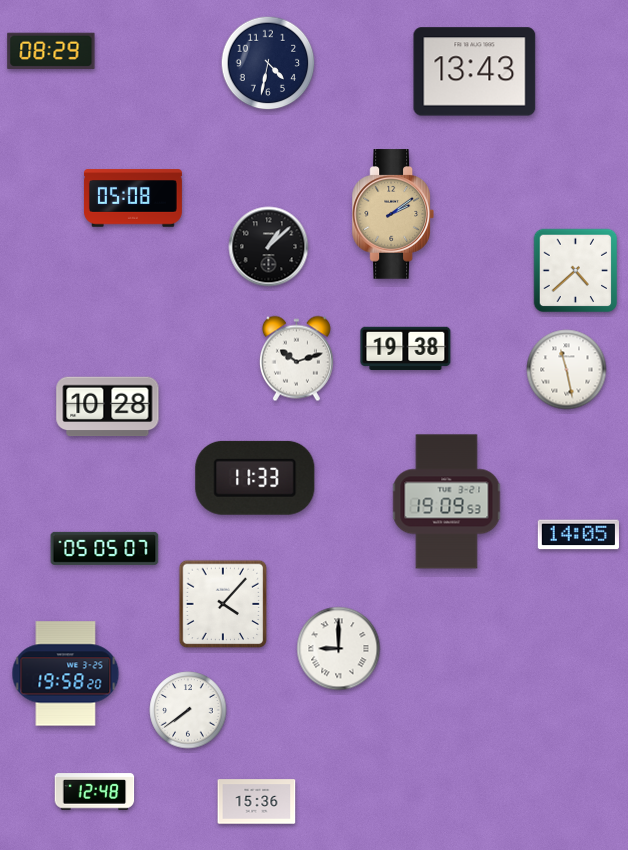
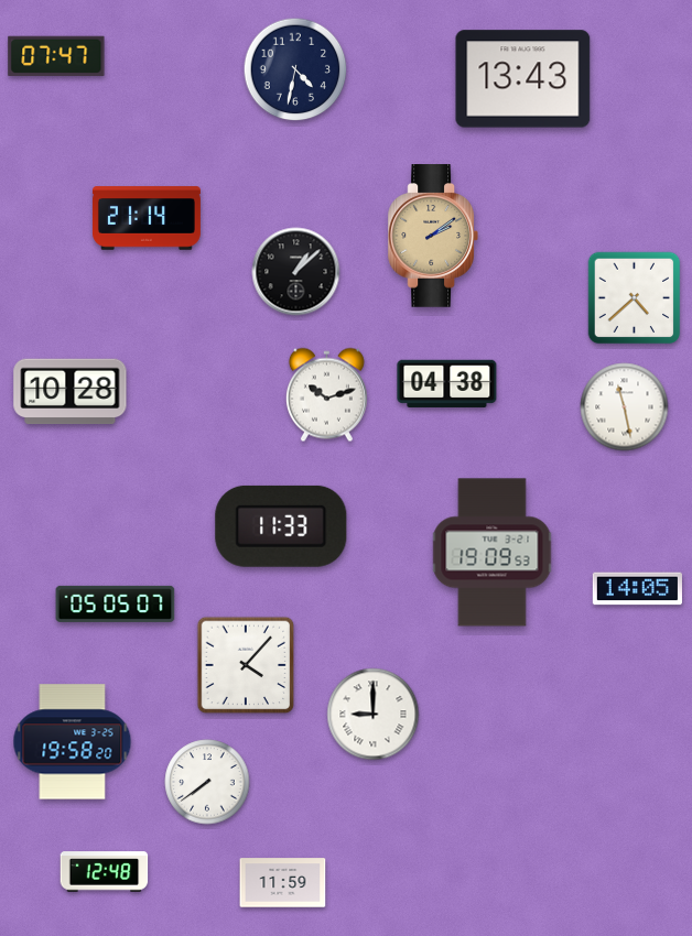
clock at (51, 50): 08:29 -> 07:47
clock at (133, 198): 05:08 -> 21:14
clock at (406, 348): 19:38 -> 04:38
clock at (108, 407) position: (108, 407) -> (71, 392)
clock at (257, 802): 15:36 -> 11:59
